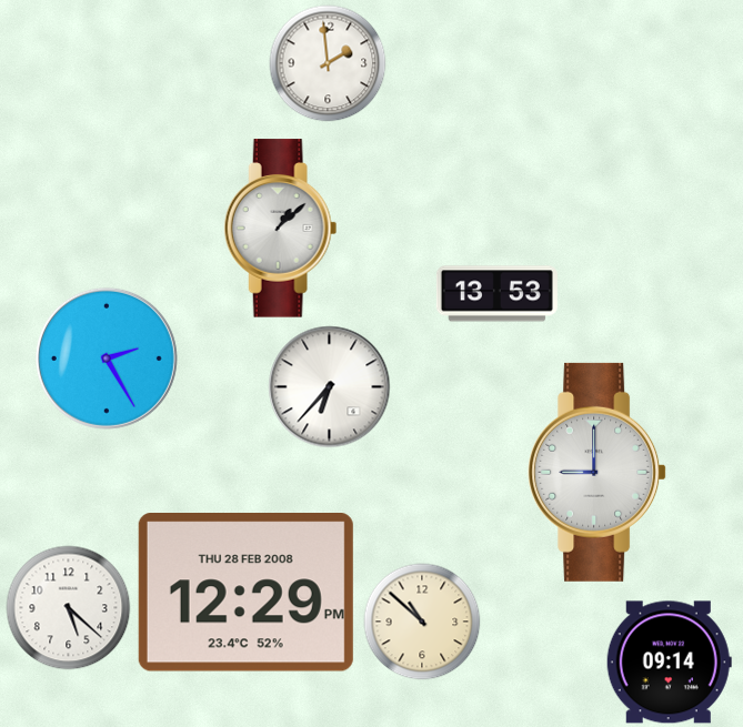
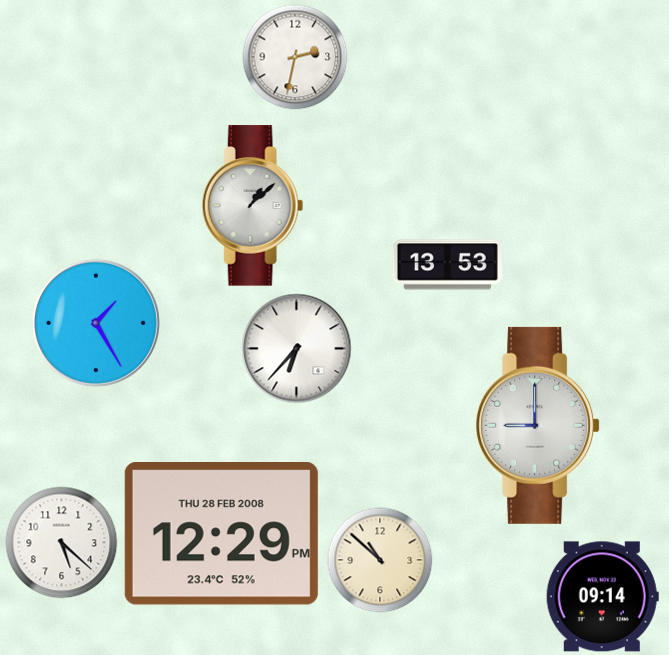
clock at (328, 63): 1:59 -> 2:32
clock at (107, 359): 2:25 -> 1:25
clock at (69, 608) position: (69, 608) -> (62, 543)
